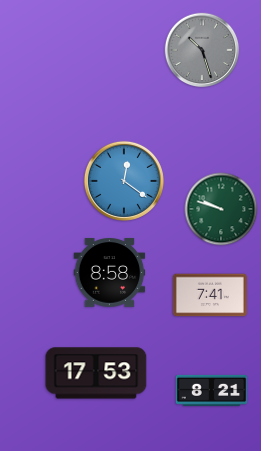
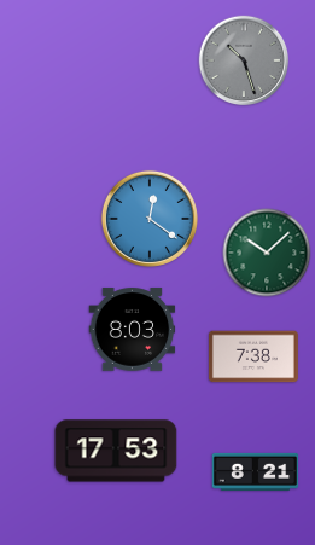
clock at (221, 209): 9:48 -> 10:08
clock at (110, 273): 8:58 -> 8:03
clock at (210, 295): 7:41 -> 7:38
